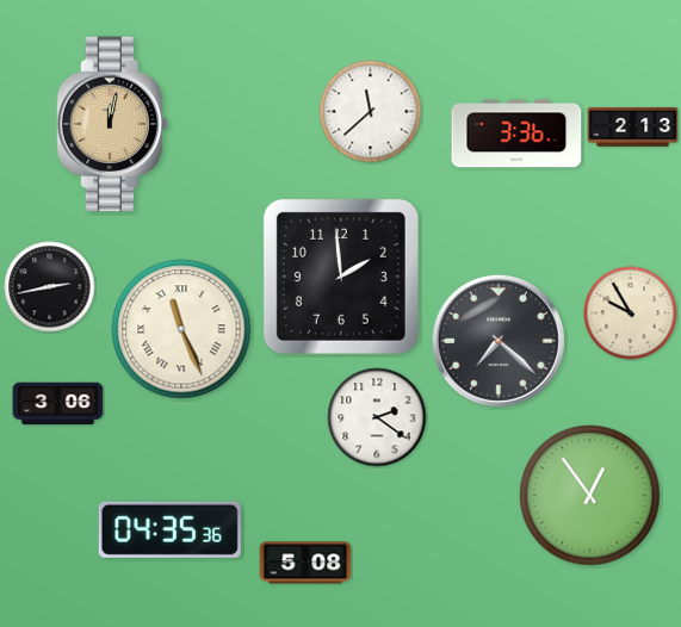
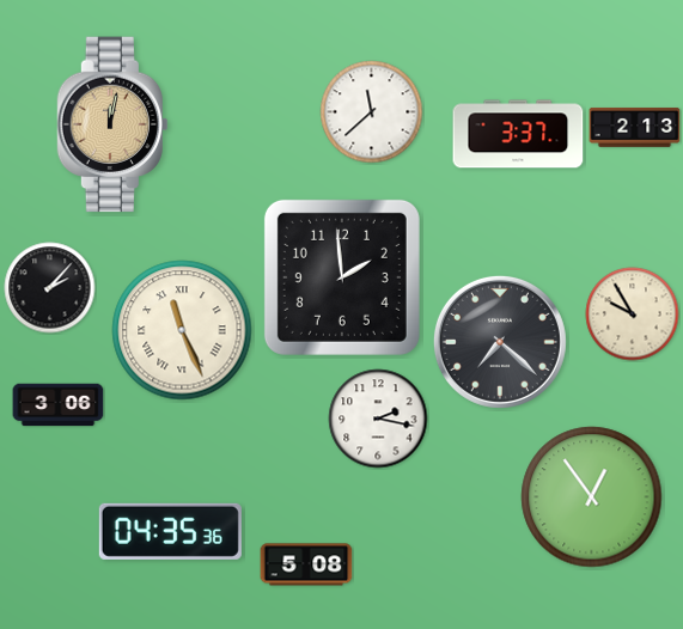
clock at (516, 134): 3:36 -> 3:37
clock at (50, 287): 2:43 -> 2:07
clock at (377, 417): 2:21 -> 2:17
